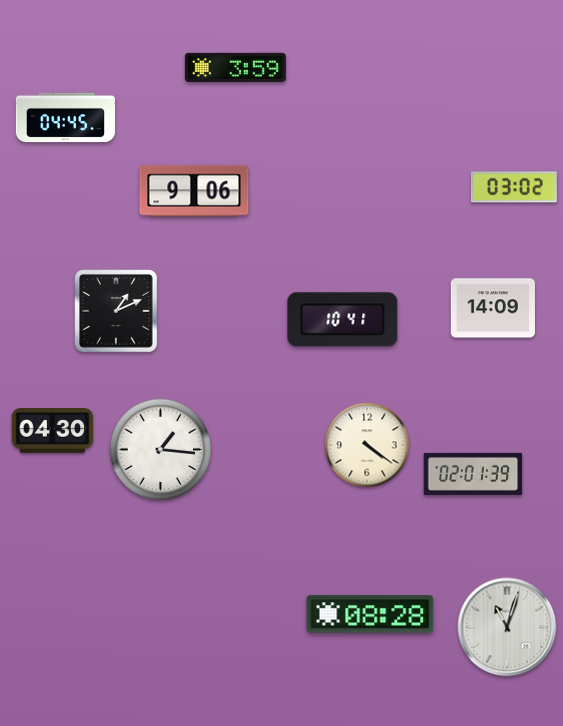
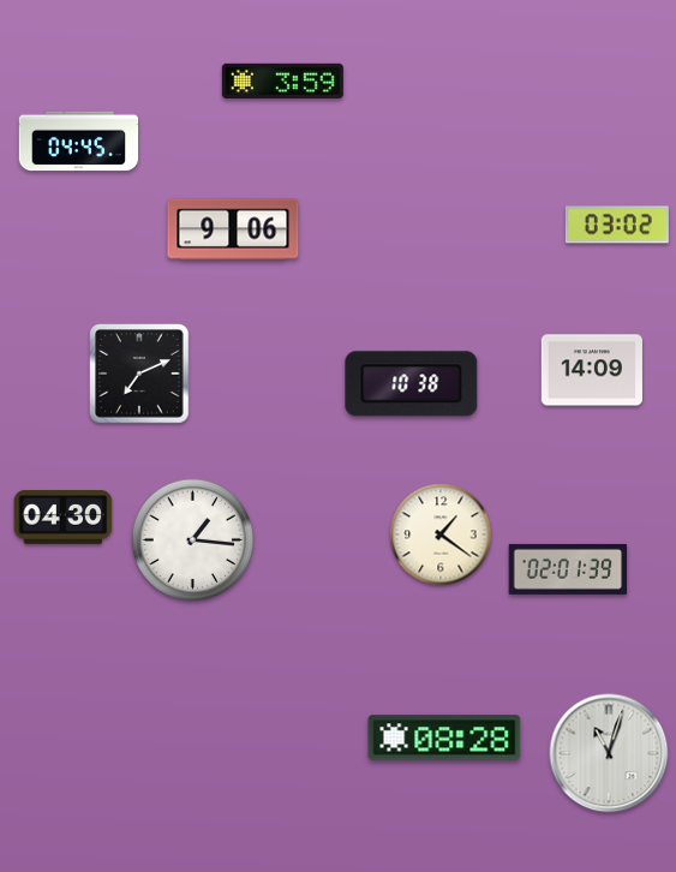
clock at (116, 311): 1:11 -> 7:11
clock at (343, 320): 10:41 -> 10:38
clock at (367, 445): 4:21 -> 1:21
